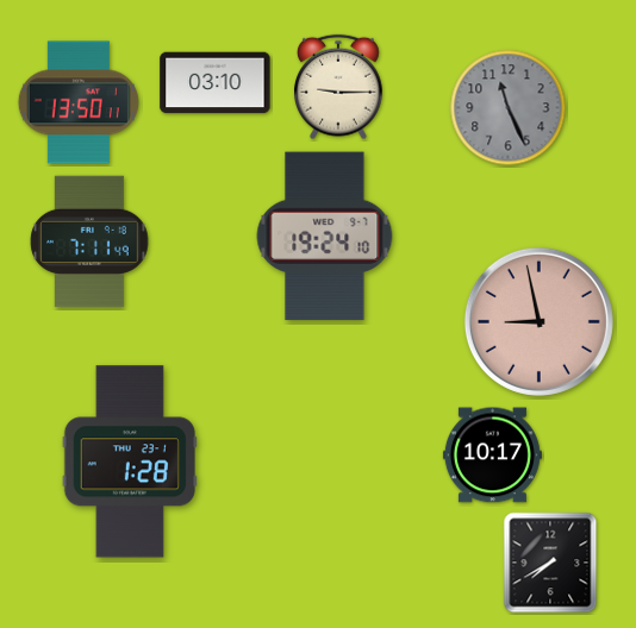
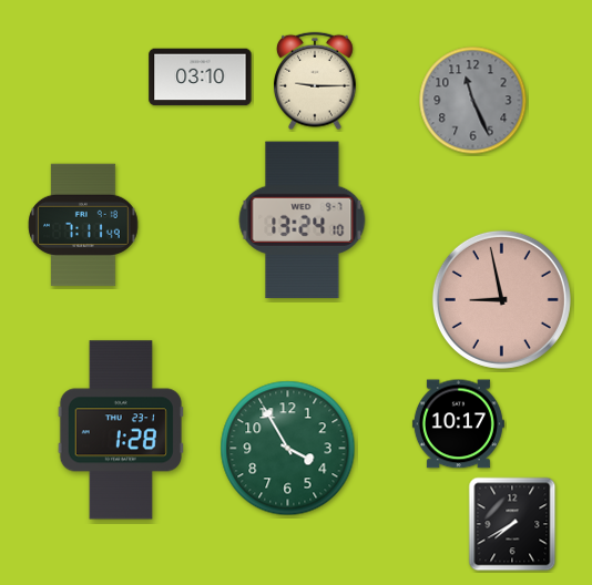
clock at (79, 102): 13:50 -> none
clock at (325, 237): 19:24 -> 13:24
clock at (288, 449): none -> 3:55
